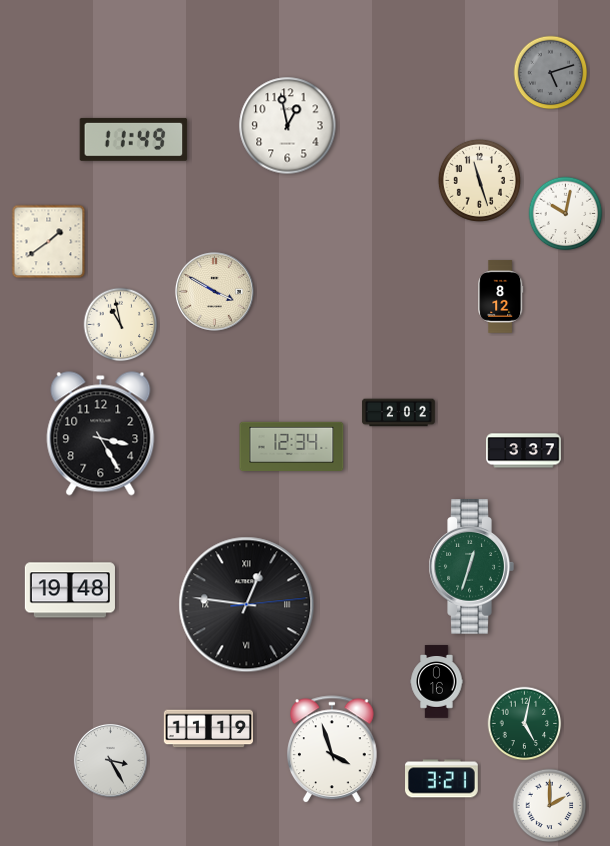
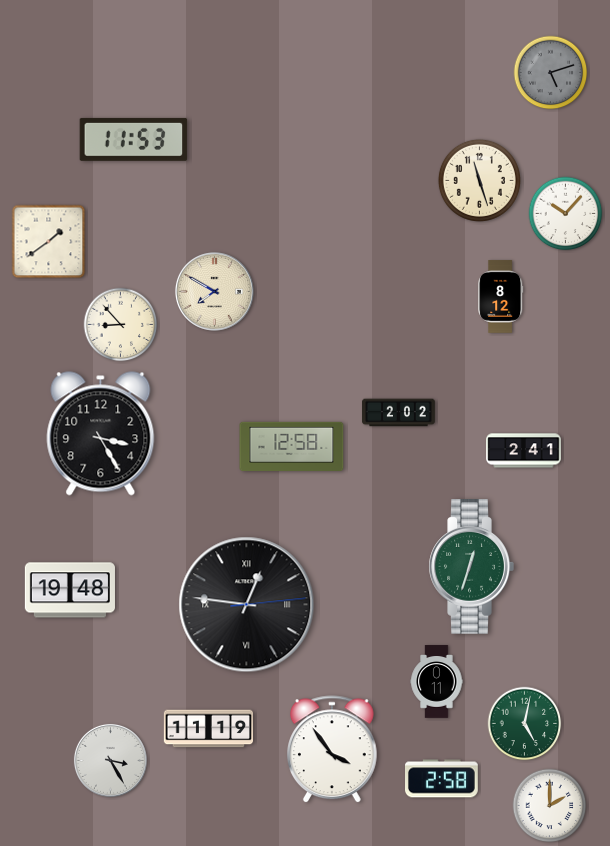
clock at (288, 126): 12:58 -> none
clock at (134, 139): 11:49 -> 11:53
clock at (566, 214): 10:02 -> 10:07
clock at (214, 291): 3:50 -> 7:50
clock at (121, 325): 10:58 -> 8:53
clock at (292, 446): 12:34 -> 12:58
clock at (524, 451): 3:37 -> 2:41
clock at (437, 682): 0:16 -> 0:11
clock at (333, 750): 3:57 -> 3:54
clock at (442, 779): 3:21 -> 2:58
